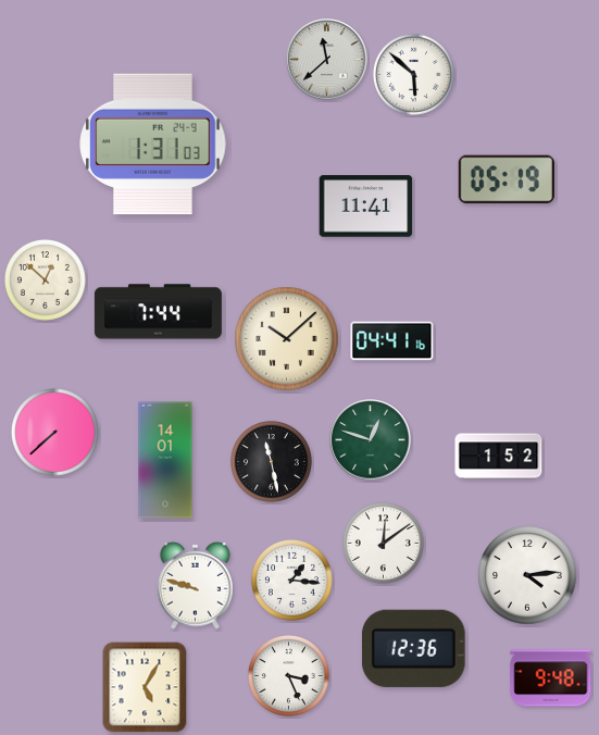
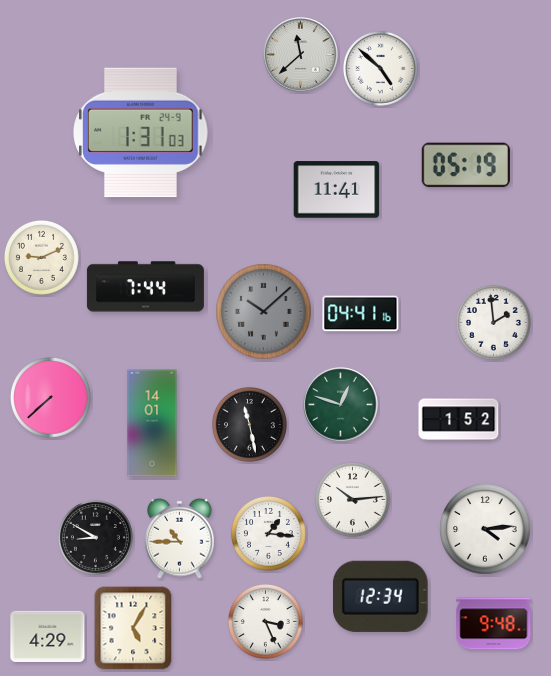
clock at (413, 74): 5:52 -> 4:52
clock at (45, 279): 12:52 -> 9:11
clock at (287, 339) dial: cream -> grey
clock at (493, 322): none -> 1:59
clock at (383, 543): 12:09 -> 10:14
clock at (95, 537): none -> 8:50
clock at (196, 585): 9:48 -> 10:45
clock at (413, 648): 12:36 -> 12:34
clock at (551, 678) position: (551, 678) -> (494, 624)
clock at (145, 687) position: (145, 687) -> (133, 628)
clock at (48, 636): none -> 4:29
